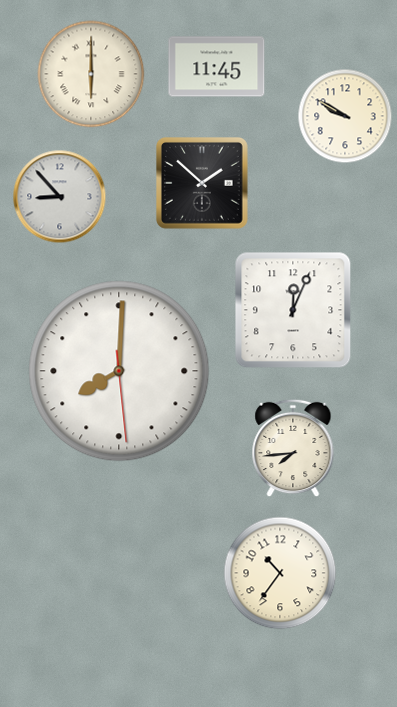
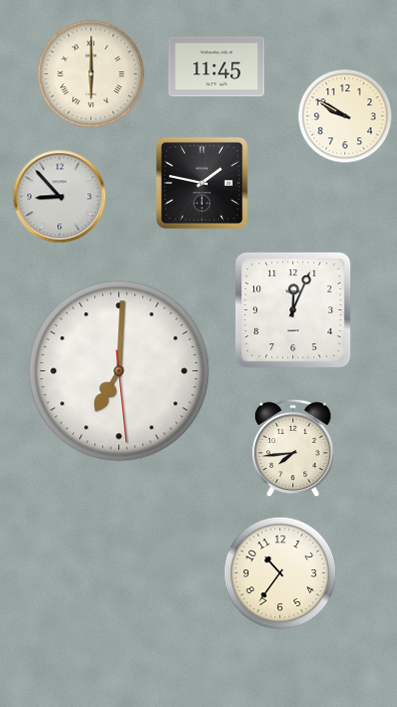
clock at (203, 184): 1:52 -> 1:47
clock at (119, 371): 8:00 -> 7:00
